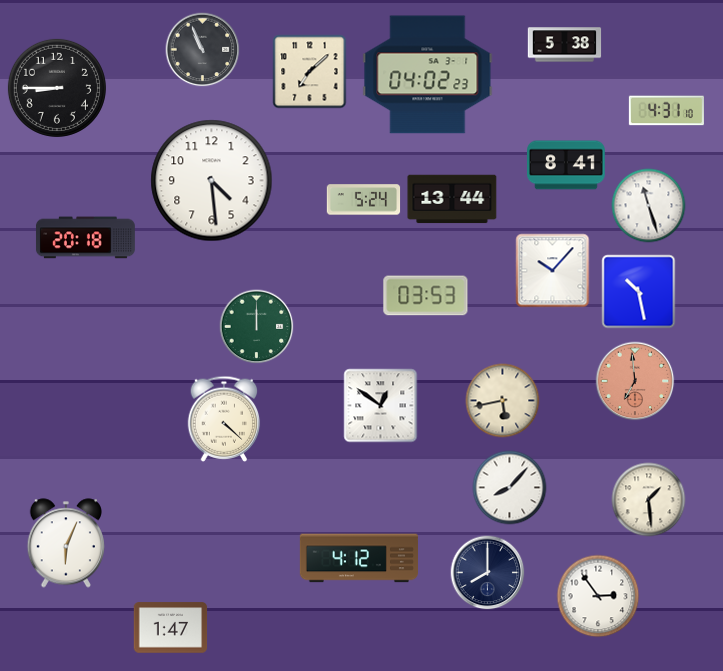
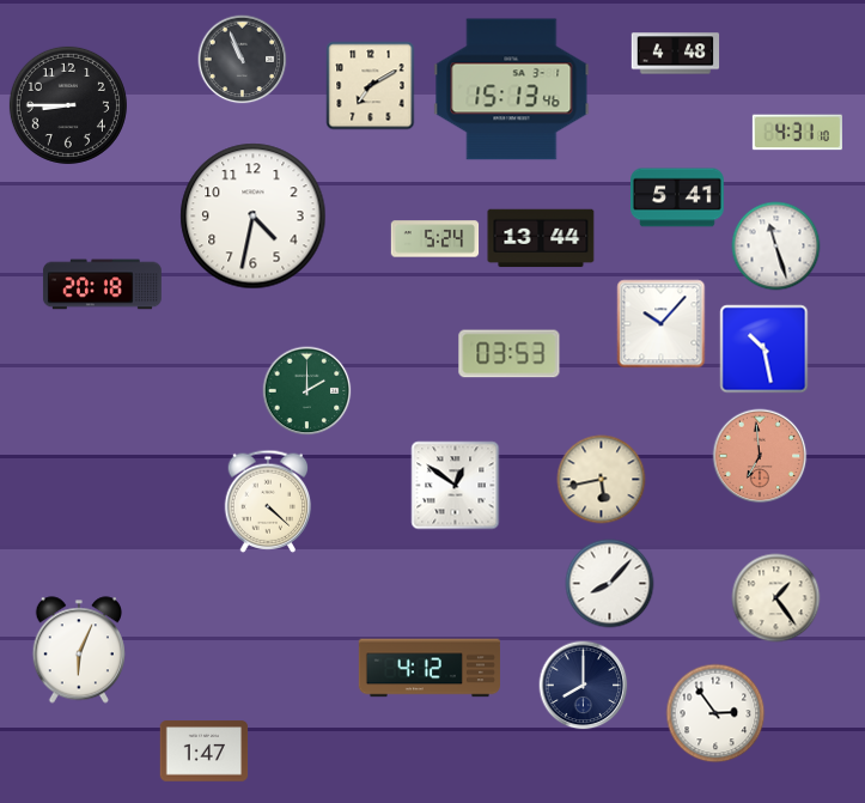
clock at (565, 45): 5:38 -> 4:48
clock at (310, 72): 7:08 -> 7:10
clock at (428, 75): 04:02 -> 15:13
clock at (567, 165): 8:41 -> 5:41
clock at (212, 181): 4:29 -> 4:32
clock at (257, 327): 12:00 -> 2:00
clock at (649, 500): 1:29 -> 1:24
